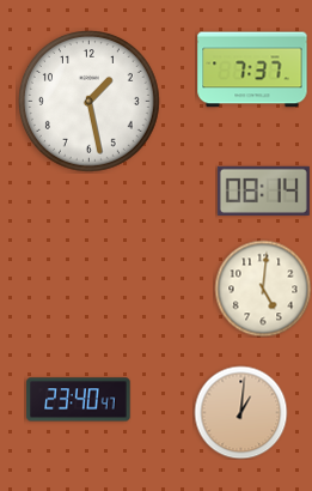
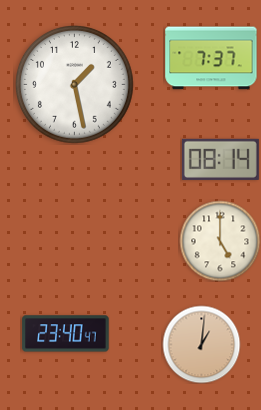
clock at (263, 289): 5:01 -> 5:00
